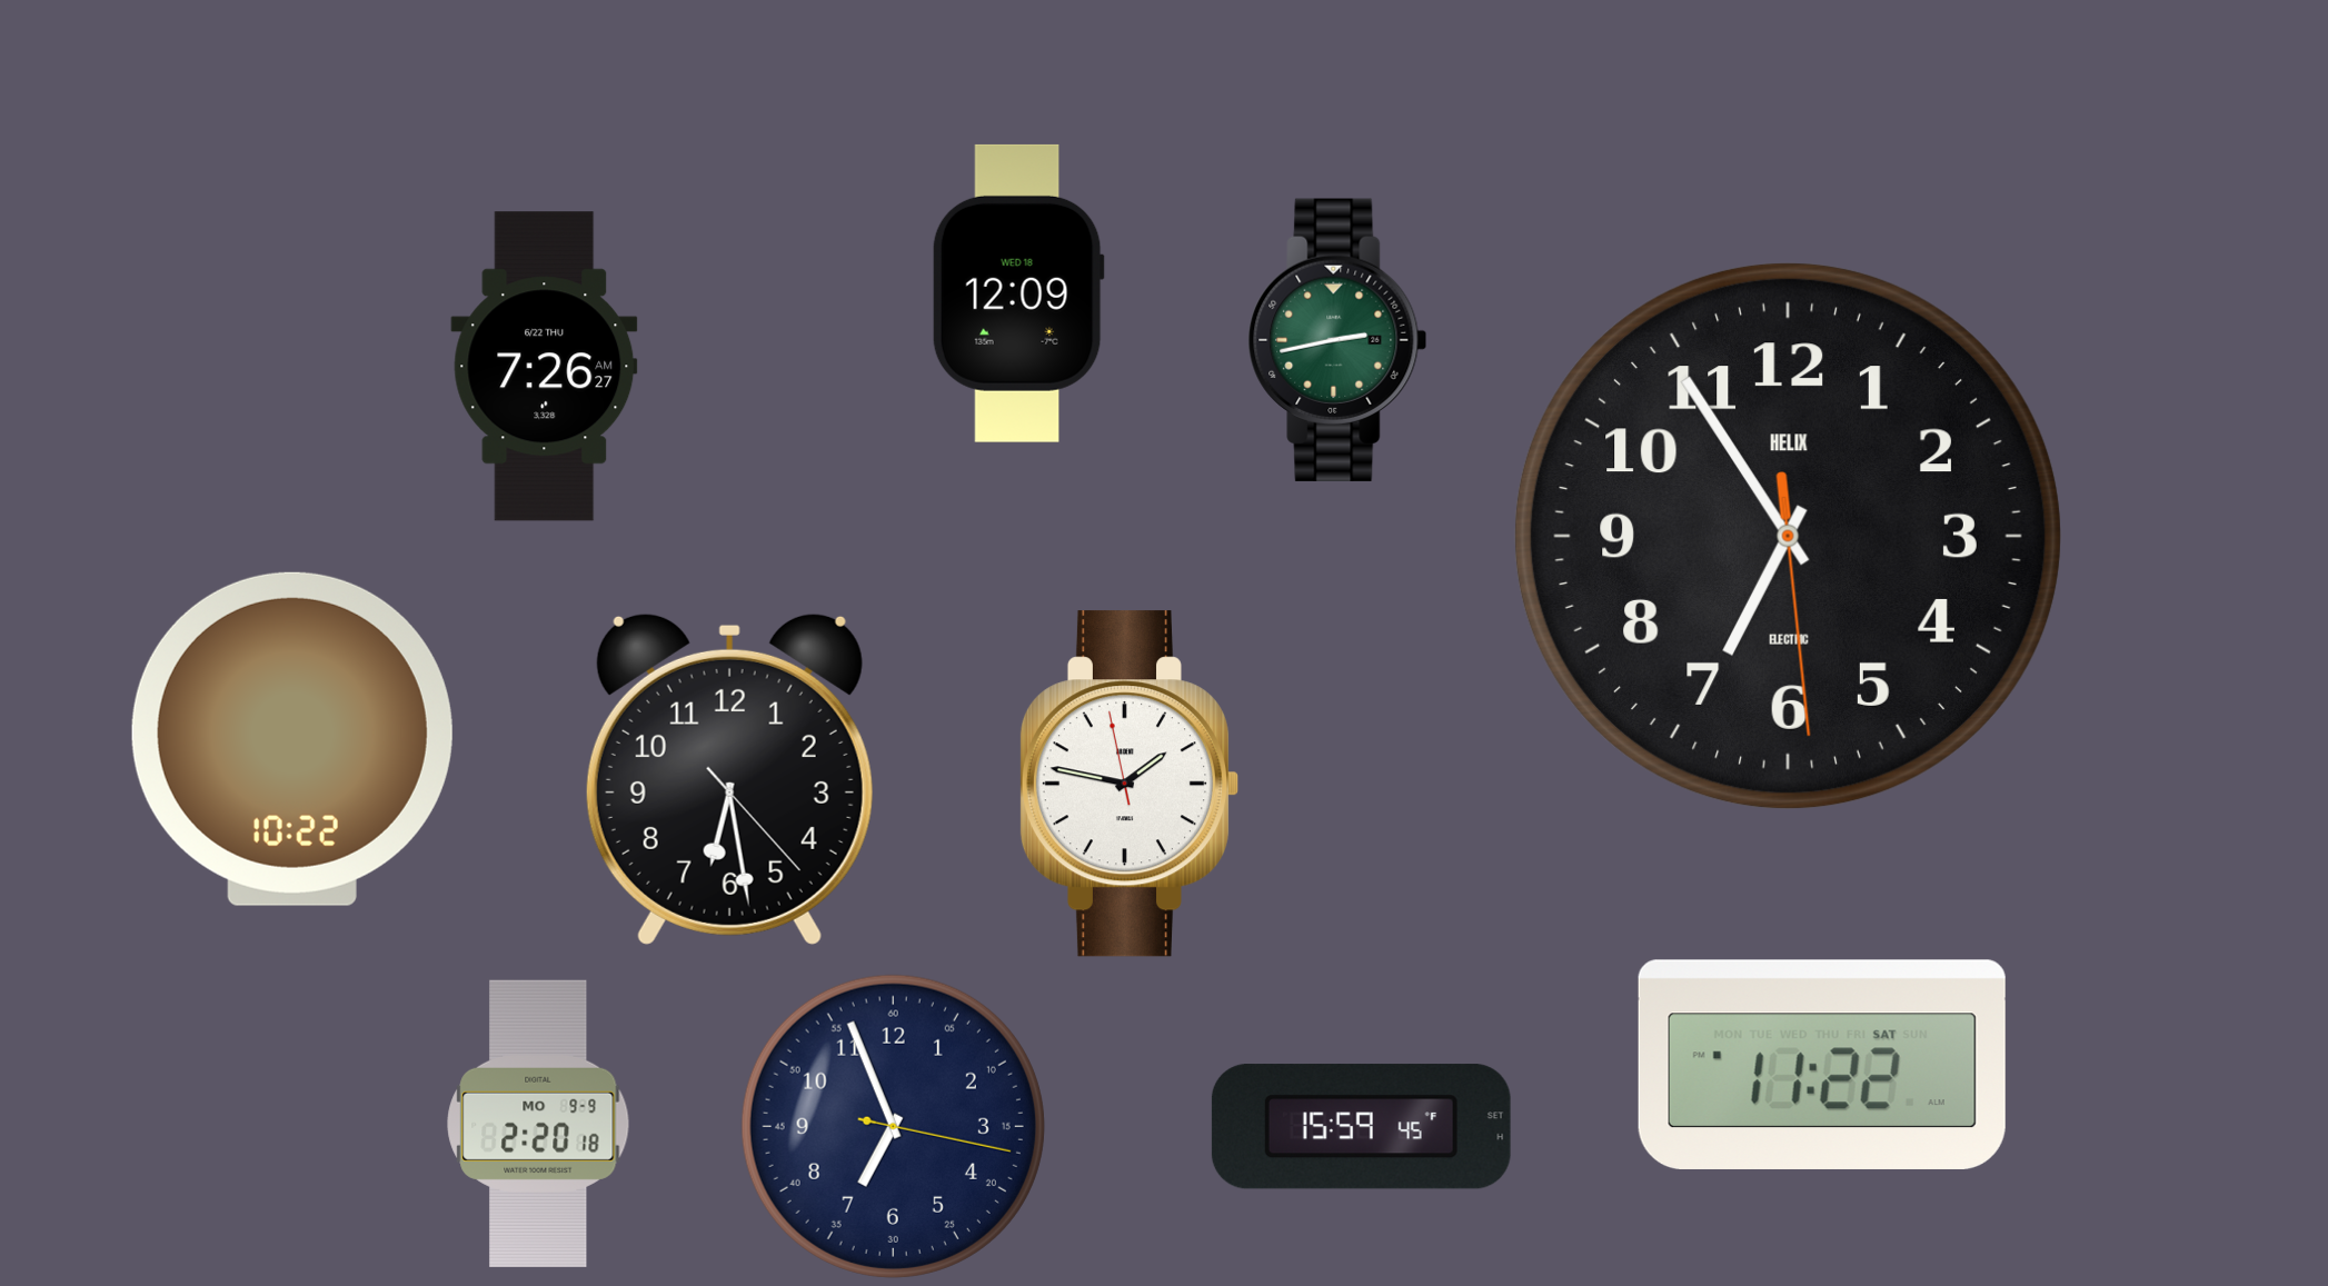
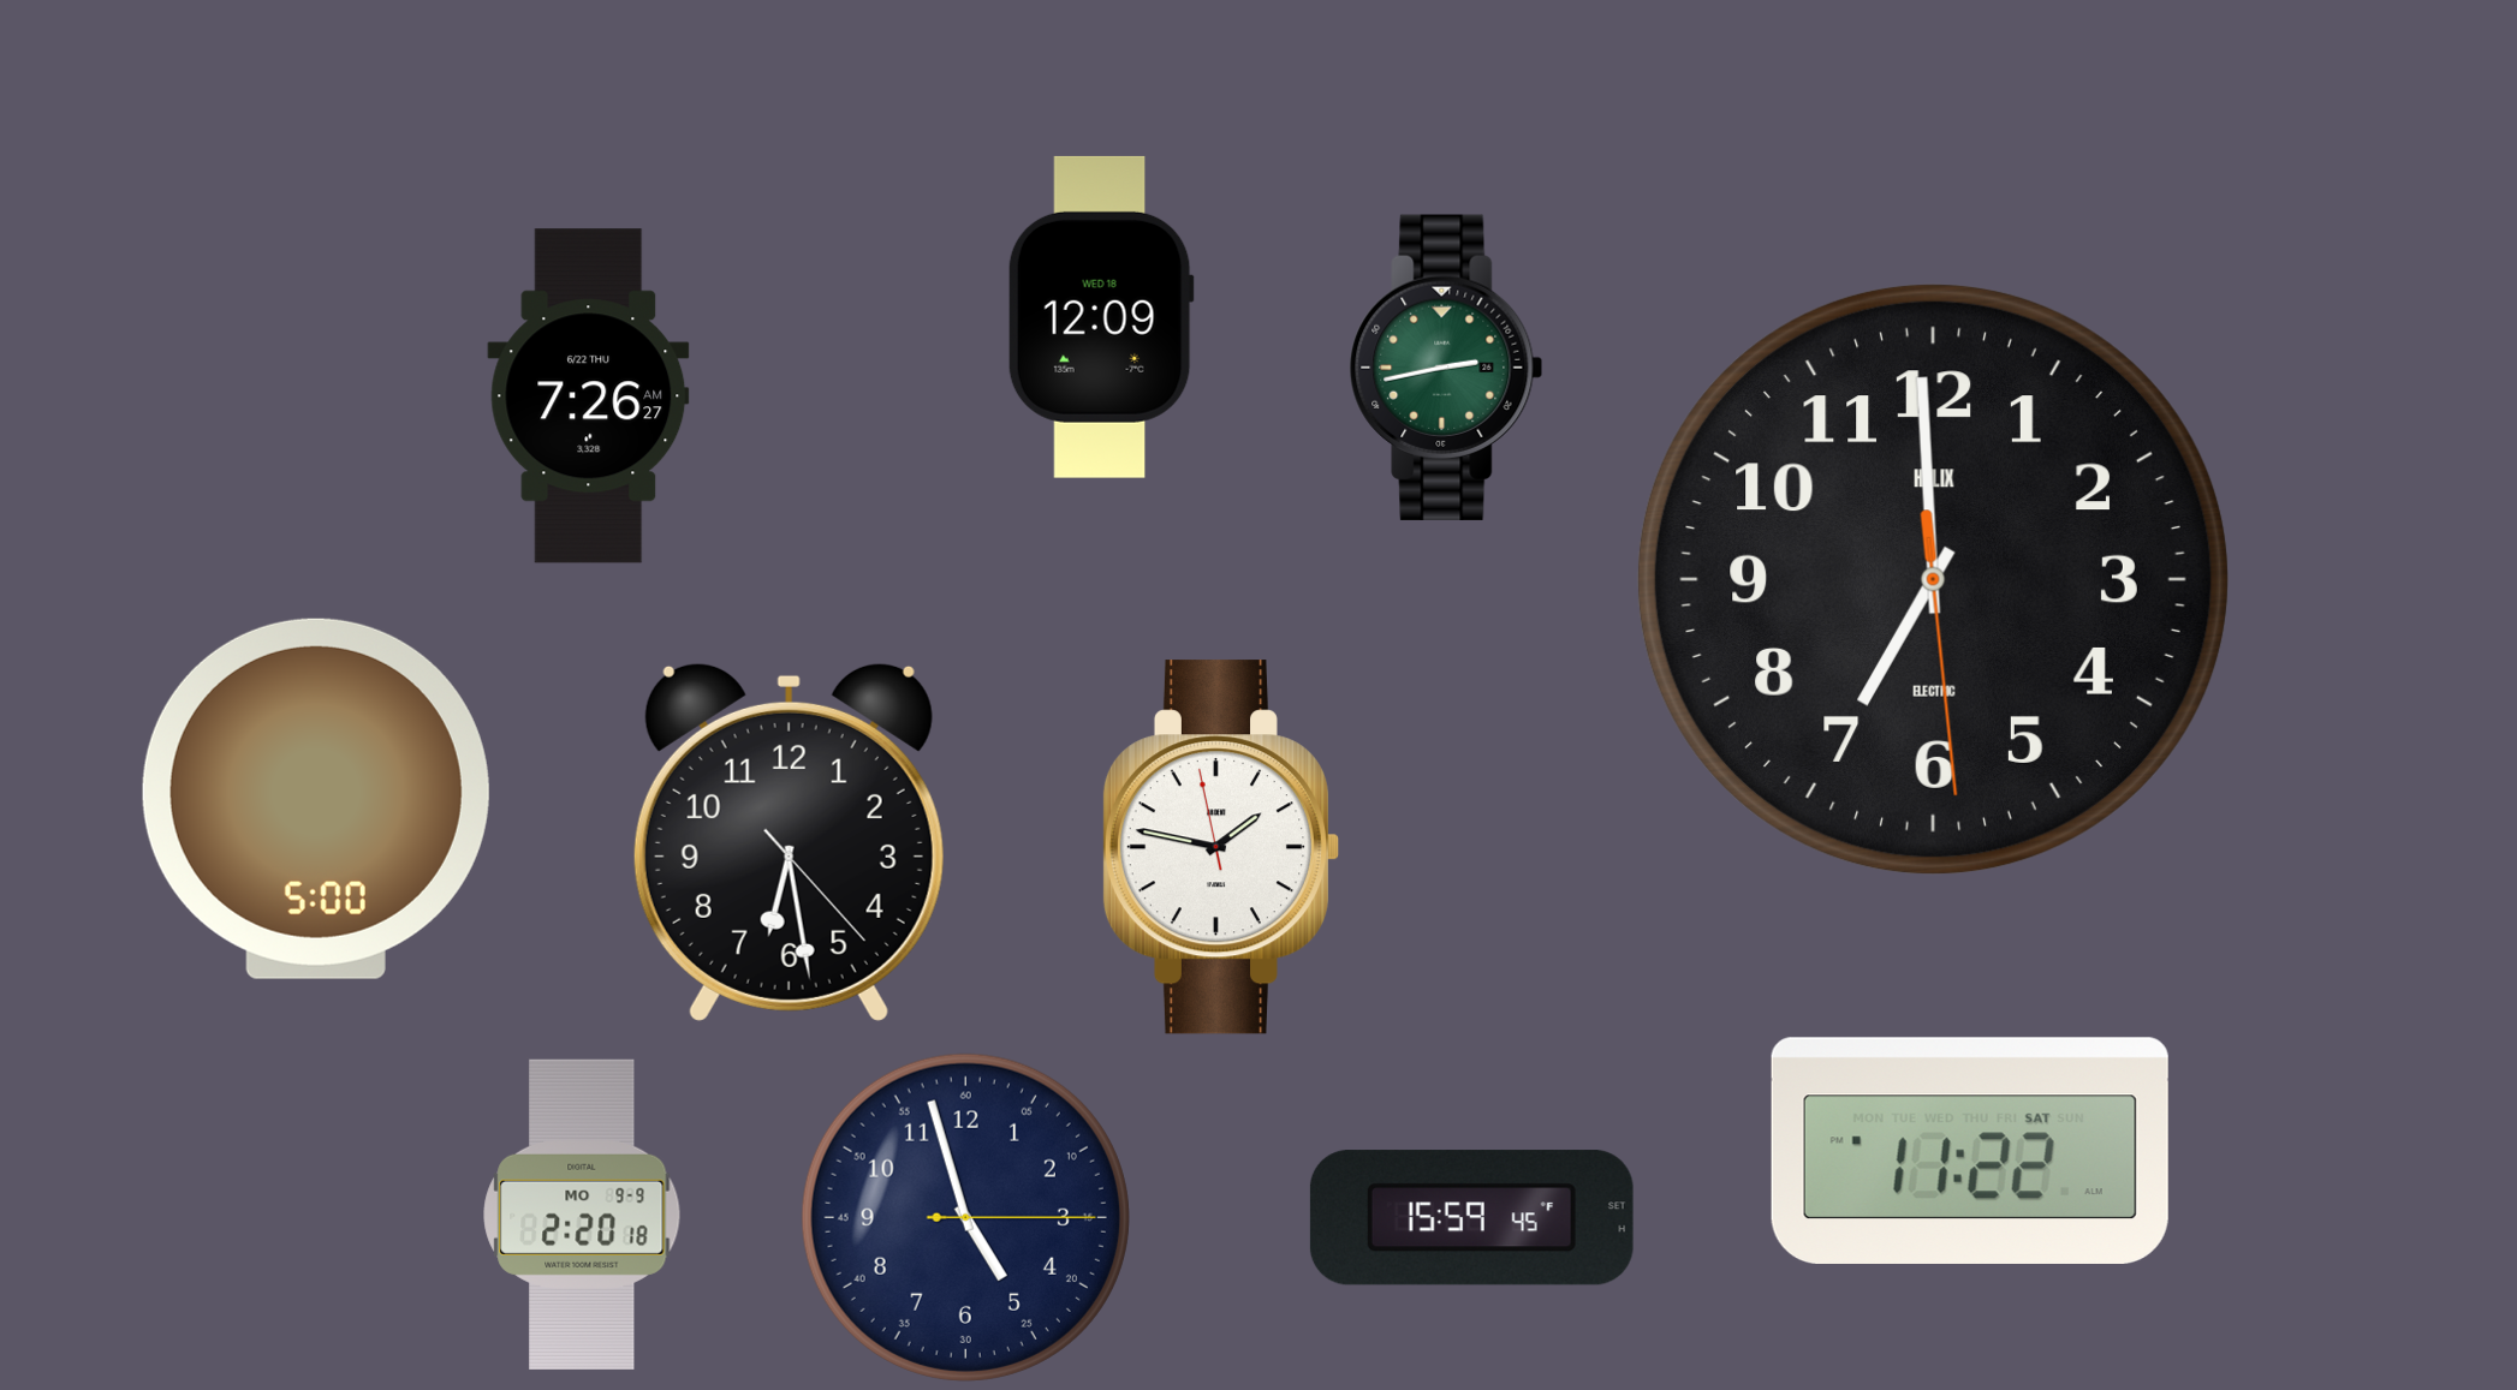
clock at (1788, 536): 6:54 -> 6:59
clock at (292, 739): 10:22 -> 5:00
clock at (893, 1126): 6:56 -> 4:57
